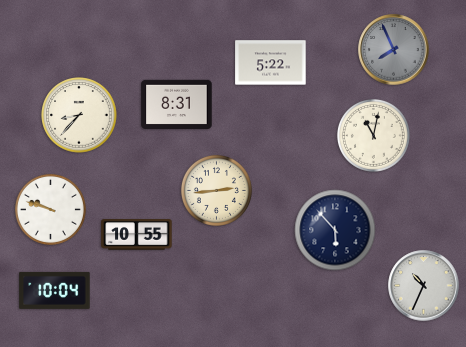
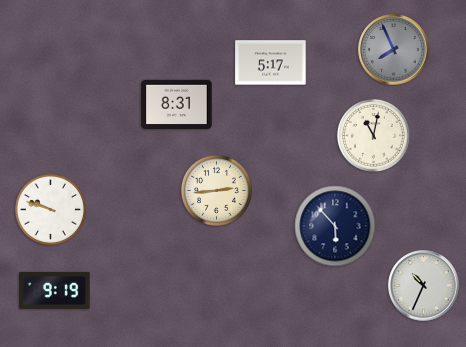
clock at (271, 63): 5:22 -> 5:17
clock at (79, 115): 8:37 -> none
clock at (335, 230) position: (335, 230) -> (335, 226)
clock at (137, 235): 10:55 -> none
clock at (55, 290): 10:04 -> 9:19
